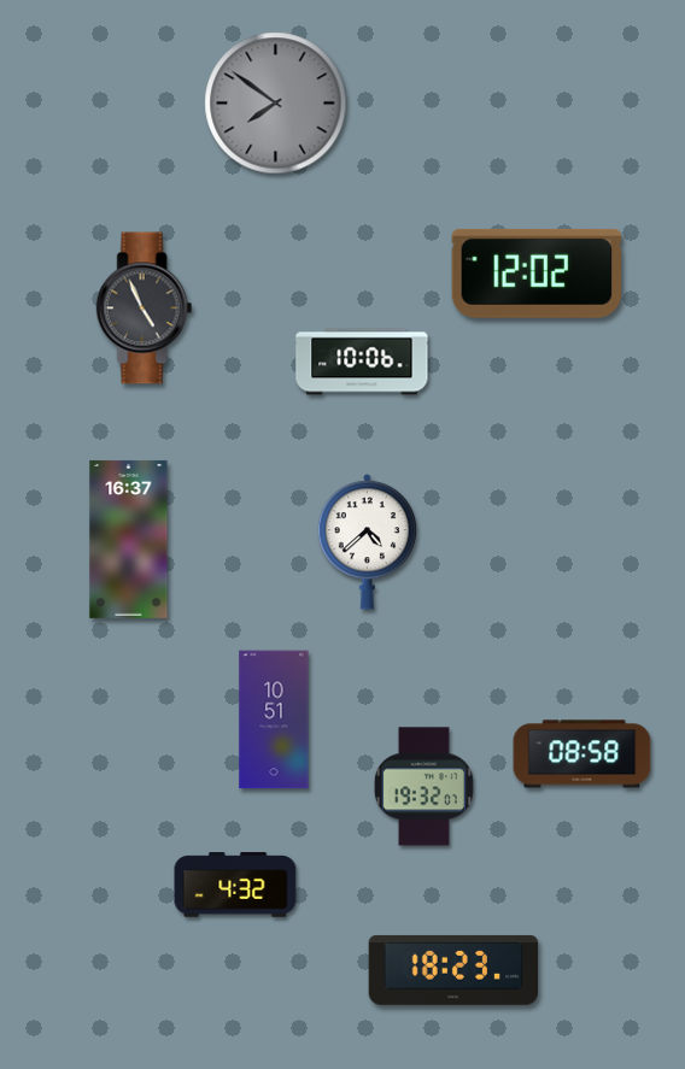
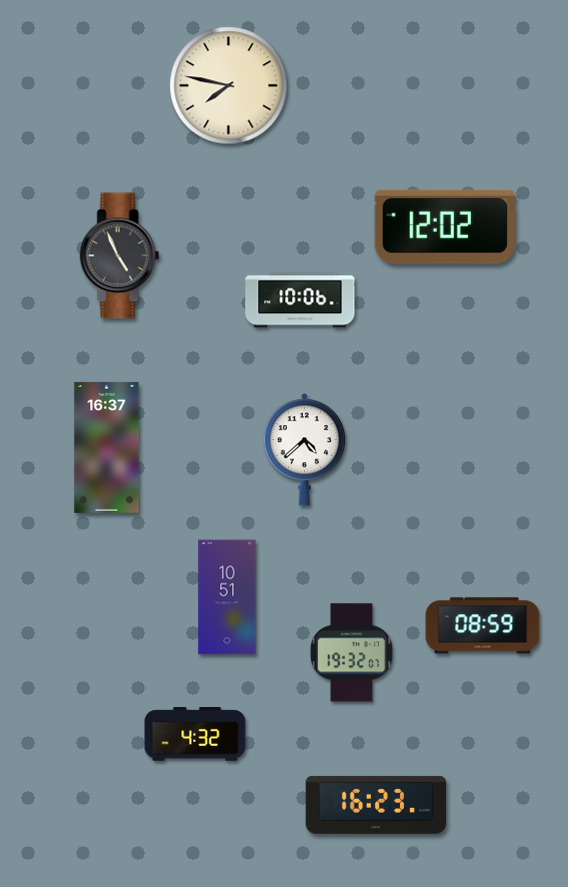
clock at (276, 104): 7:51 -> 7:47
clock at (276, 104) dial: grey -> cream
clock at (582, 754): 08:58 -> 08:59
clock at (453, 970): 18:23 -> 16:23
